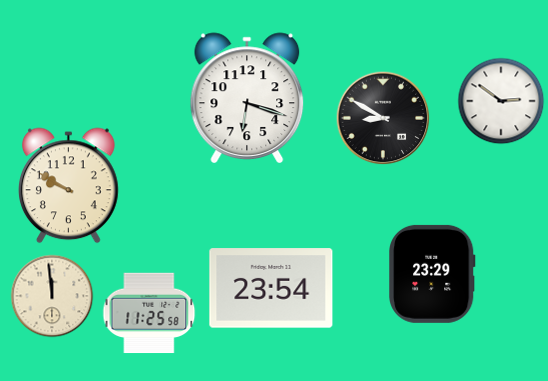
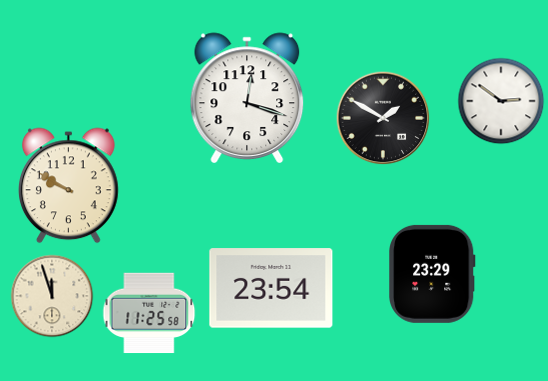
clock at (247, 97): 6:18 -> 12:18
clock at (383, 118): 8:50 -> 1:50
clock at (52, 296): 11:59 -> 11:57
